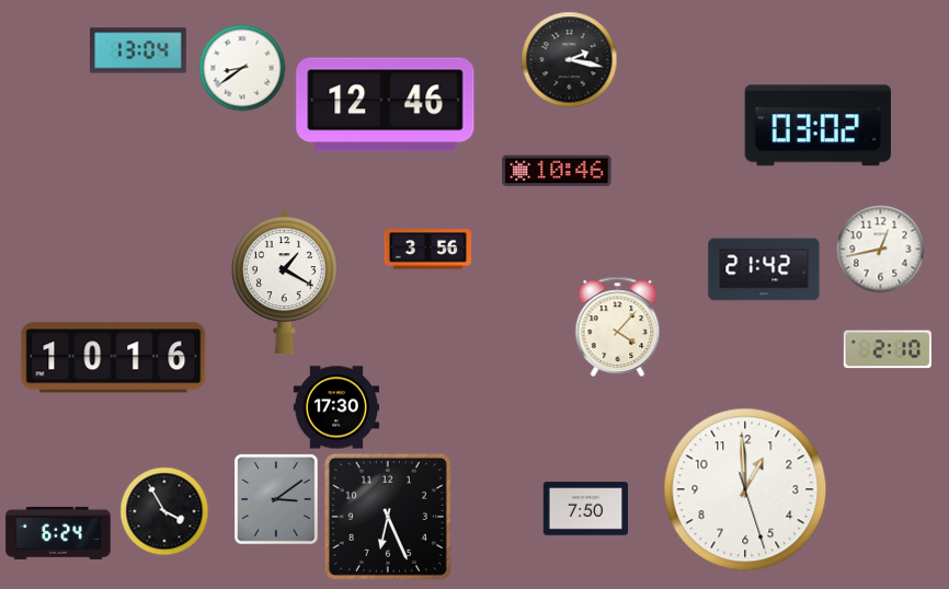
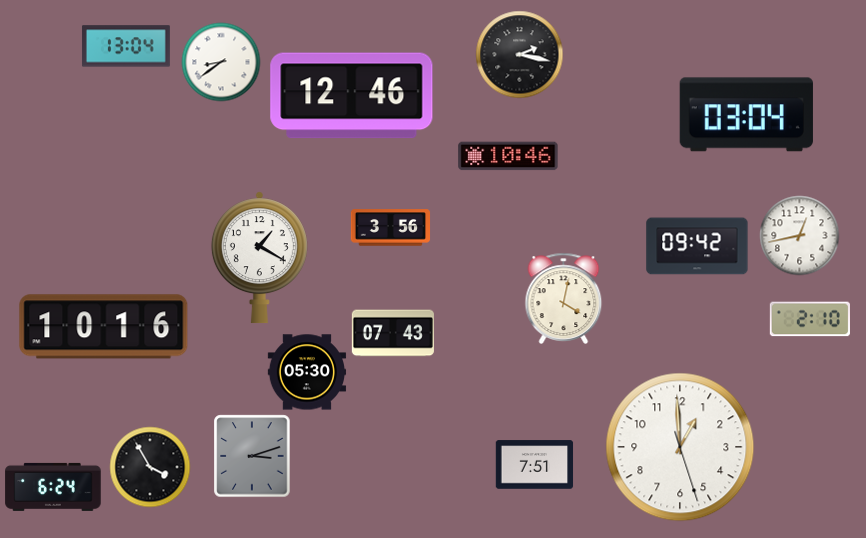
clock at (817, 126): 03:02 -> 03:04
clock at (880, 249) position: (880, 249) -> (799, 235)
clock at (764, 269): 21:42 -> 09:42
clock at (618, 326): 4:07 -> 4:02
clock at (393, 333): none -> 07:43
clock at (336, 407): 17:30 -> 05:30
clock at (276, 499): 3:09 -> 3:12
clock at (585, 509): 7:50 -> 7:51
clock at (388, 517): 6:26 -> none
